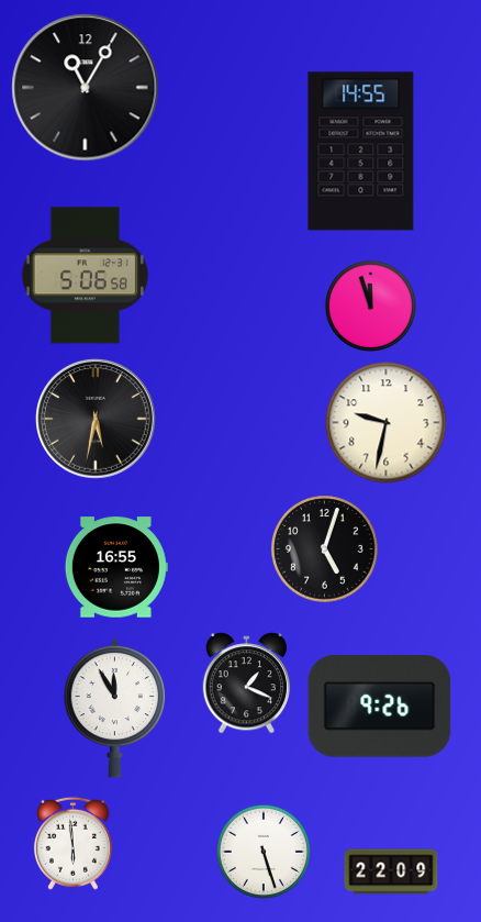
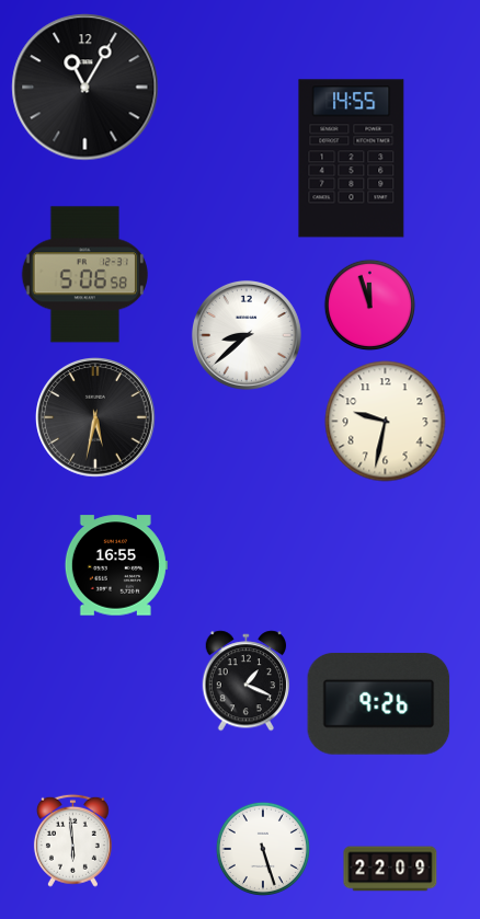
clock at (361, 152) position: (361, 152) -> (352, 159)
clock at (247, 335): none -> 8:38
clock at (325, 549): 5:03 -> none
clock at (114, 708): 11:55 -> none
